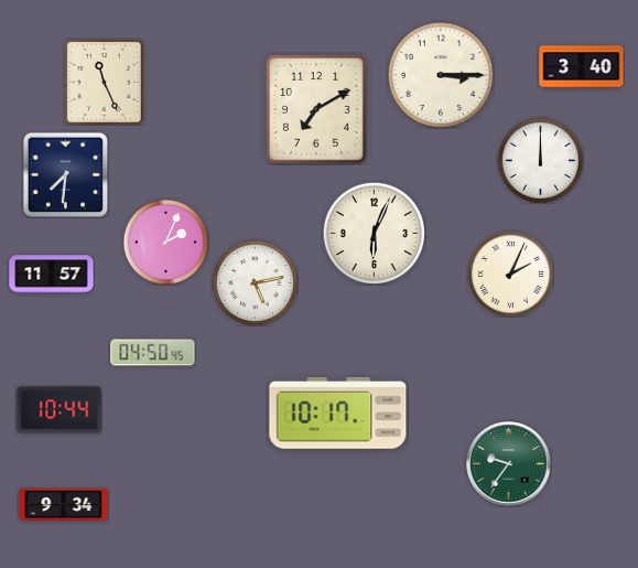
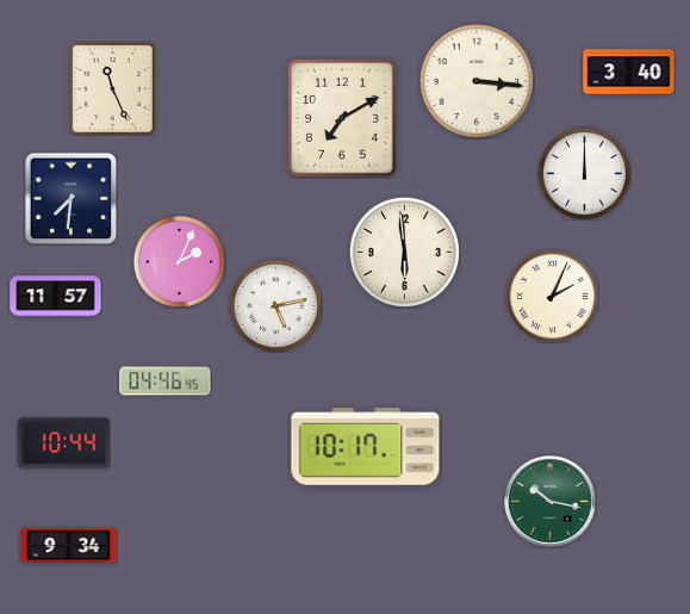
clock at (441, 75): 3:15 -> 3:16
clock at (65, 174) position: (65, 174) -> (70, 198)
clock at (374, 233): 6:04 -> 5:59
clock at (153, 353): 04:50 -> 04:46
clock at (509, 464): 9:36 -> 10:17
